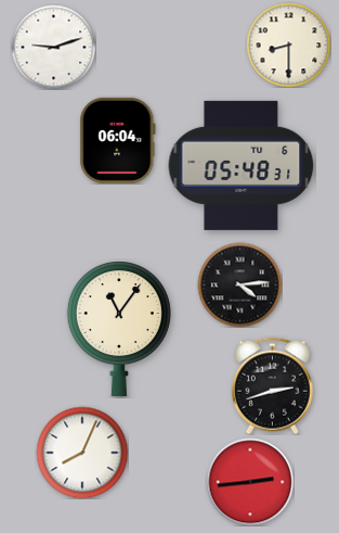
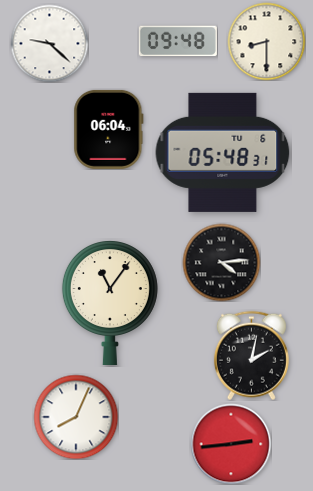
clock at (178, 41): none -> 09:48
clock at (53, 47): 9:12 -> 9:22
clock at (272, 385): 2:42 -> 2:02
